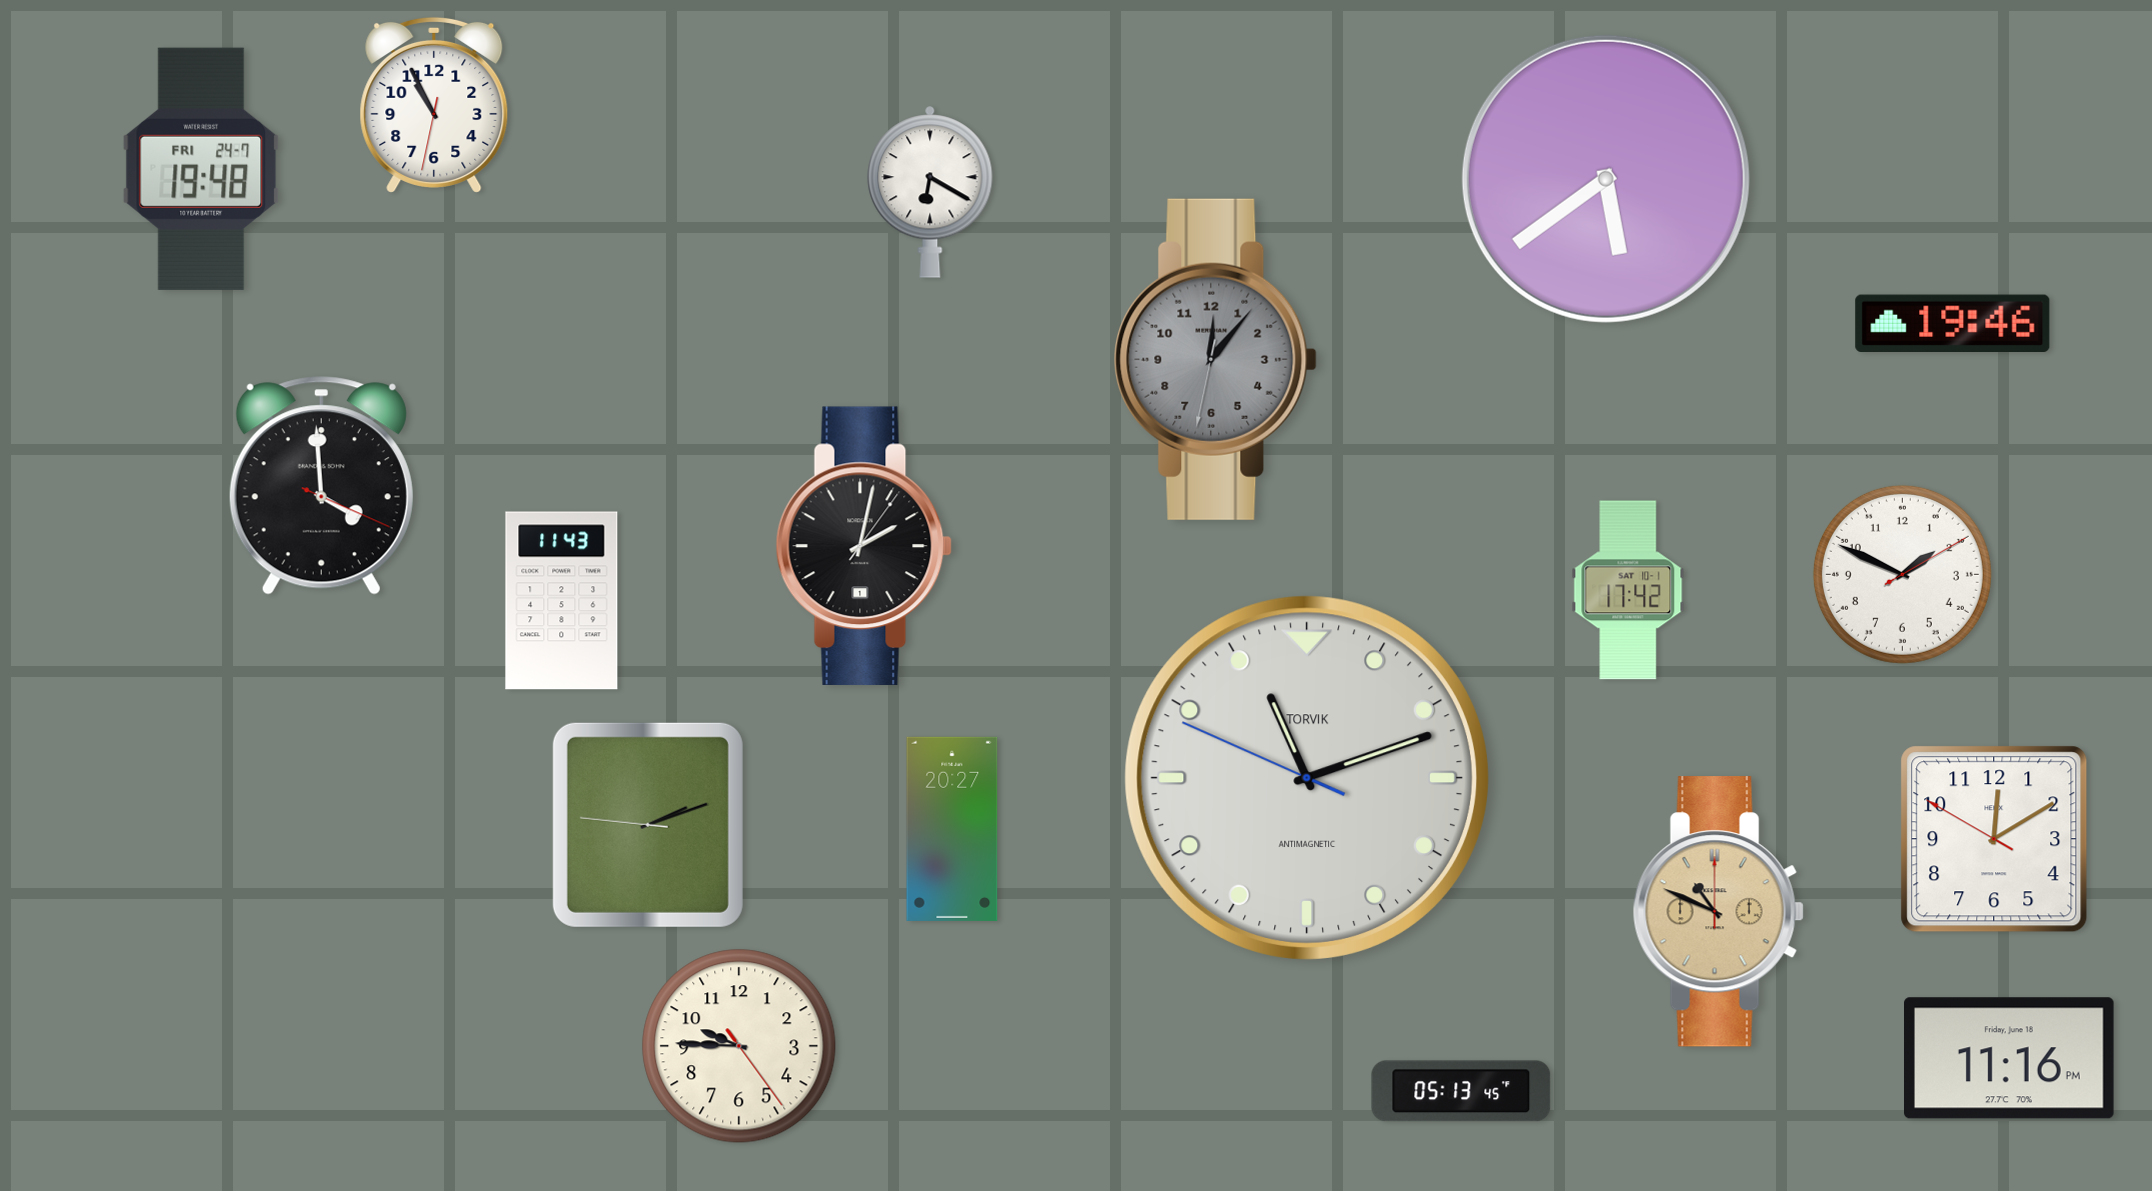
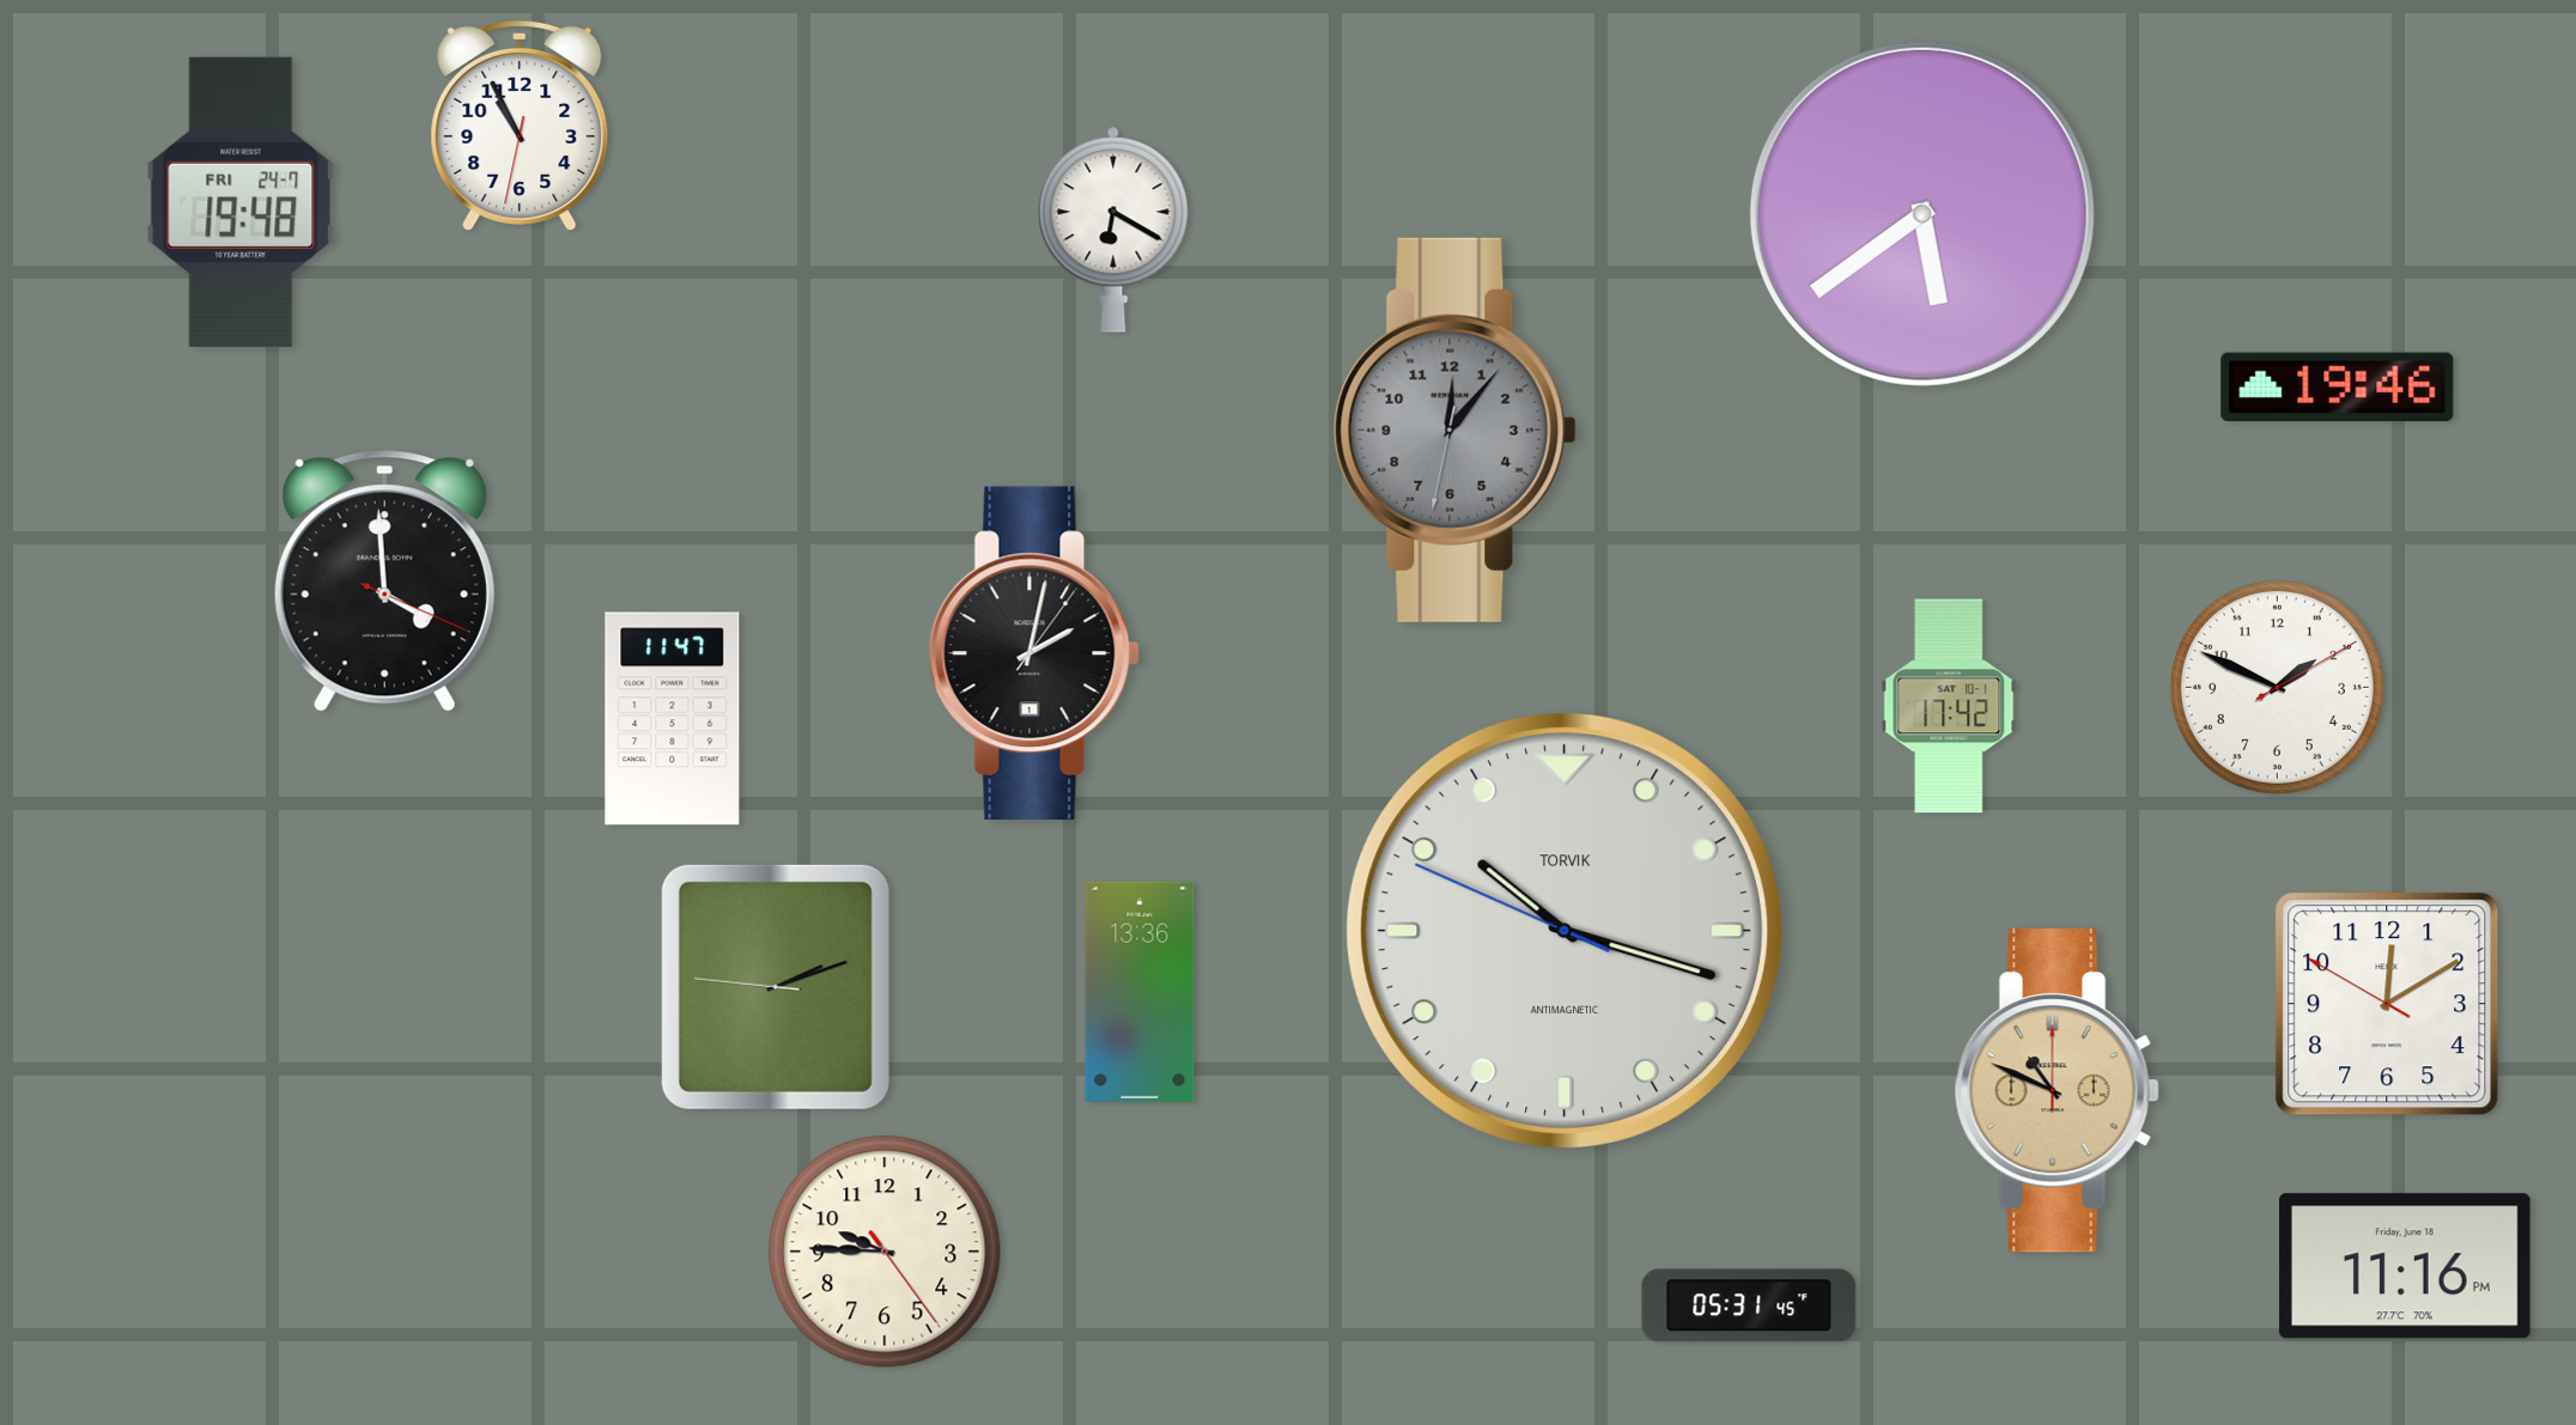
clock at (562, 601): 11:43 -> 11:47
clock at (1307, 778): 11:11 -> 10:17
clock at (952, 829): 20:27 -> 13:36
clock at (1461, 1091): 05:13 -> 05:31
